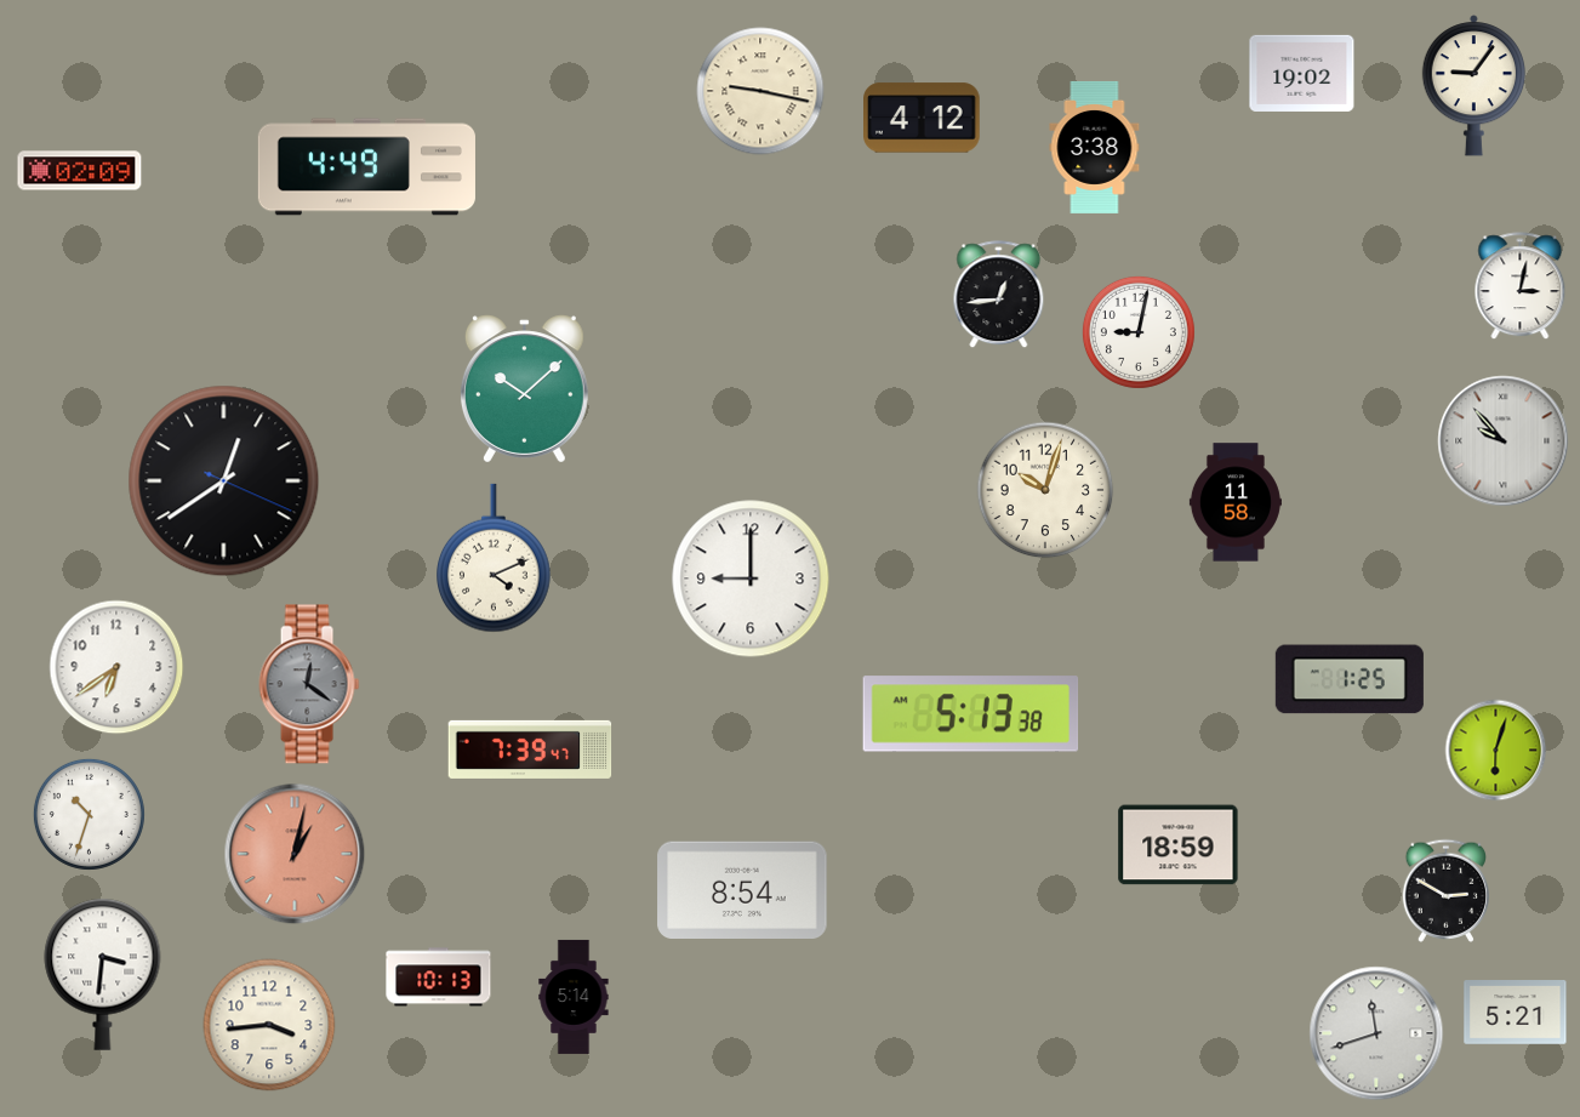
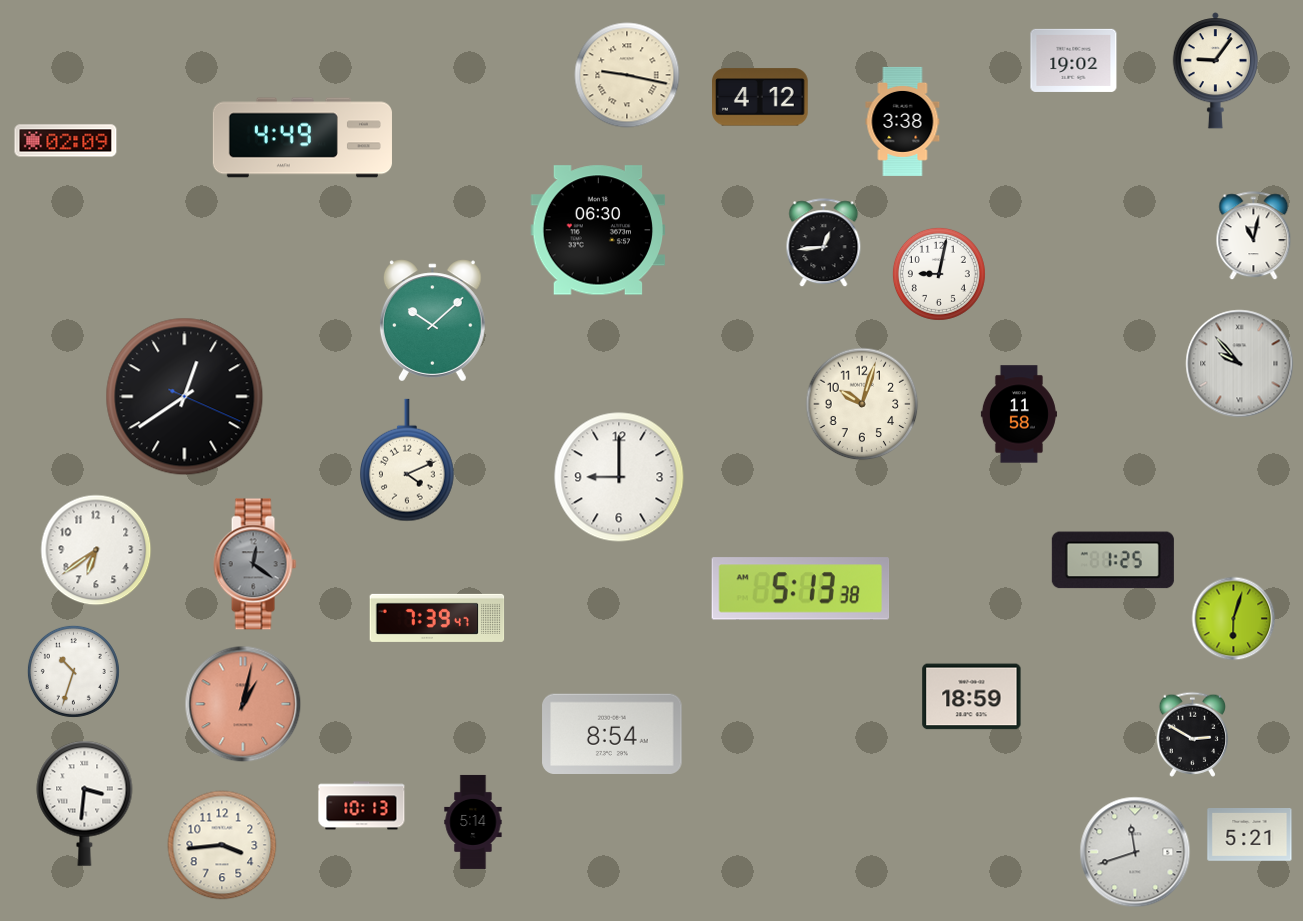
clock at (598, 230): none -> 06:30
clock at (1521, 286): 3:02 -> 11:02
